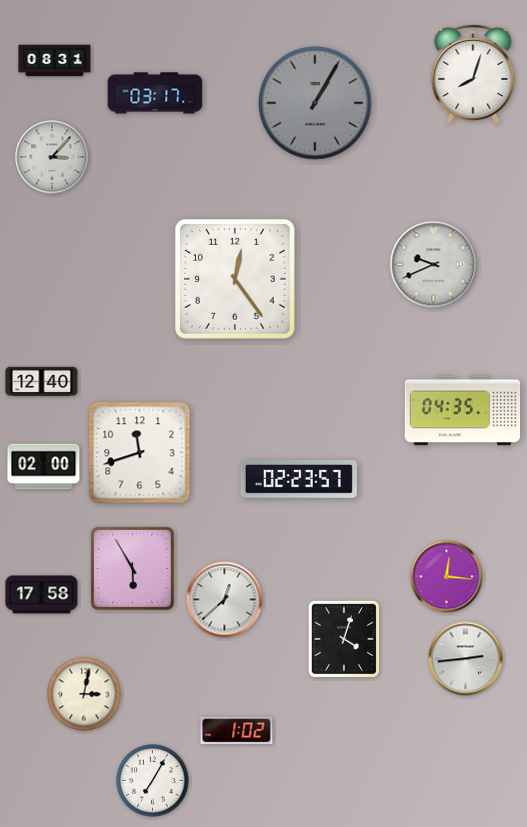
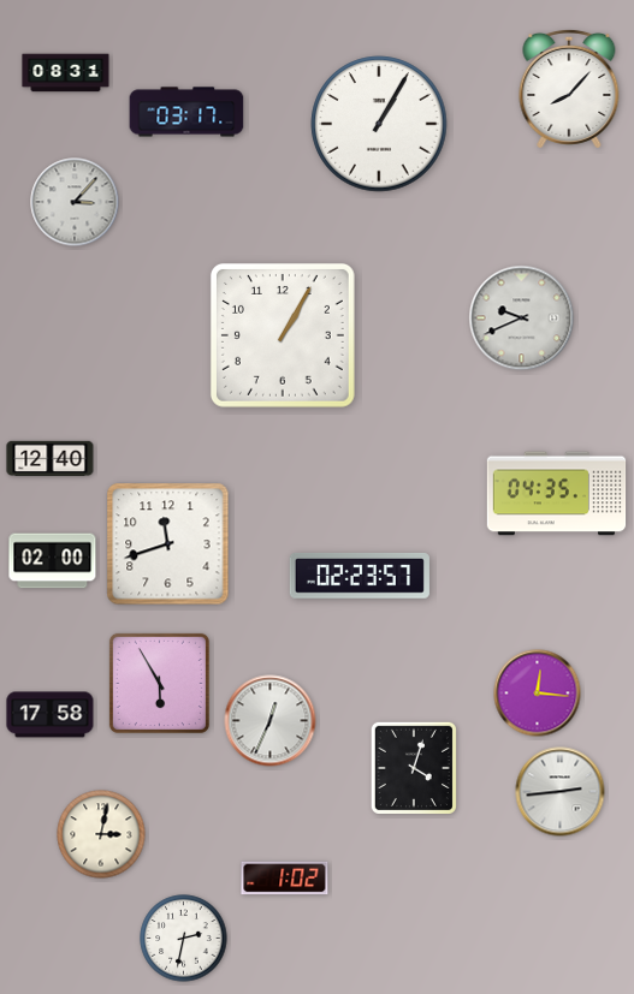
clock at (473, 74): 8:03 -> 8:07
clock at (315, 103) dial: grey -> white
clock at (52, 157) position: (52, 157) -> (75, 202)
clock at (235, 279): 12:24 -> 1:05
clock at (225, 600): 12:38 -> 12:34
clock at (153, 781): 7:05 -> 2:32
